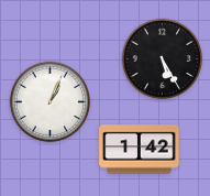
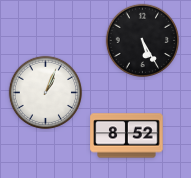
clock at (163, 59) position: (163, 59) -> (143, 41)
clock at (140, 150): 1:42 -> 8:52
